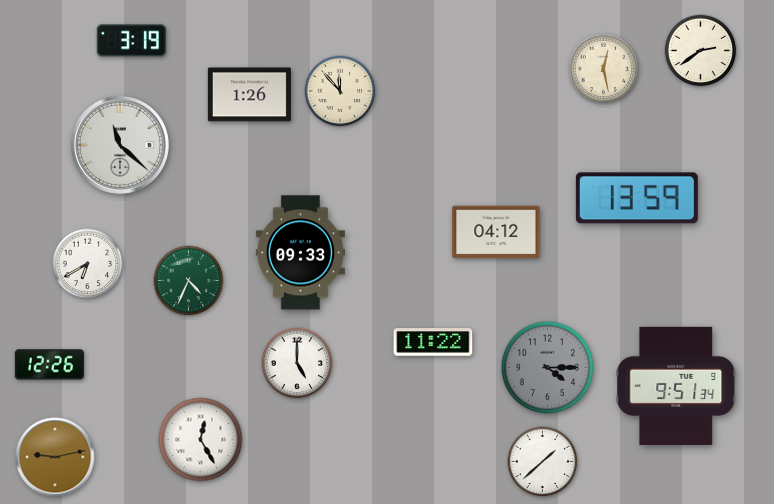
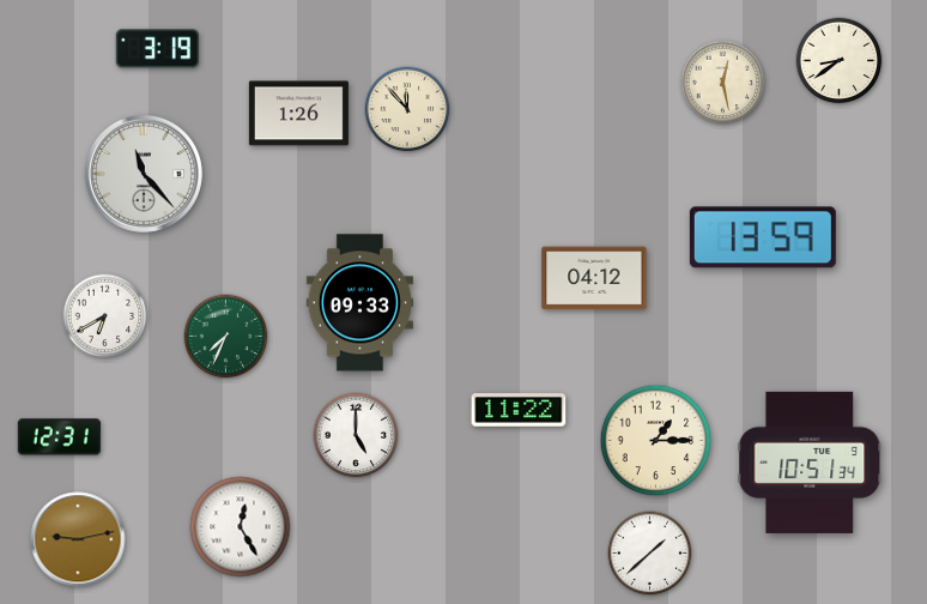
clock at (701, 51): 2:39 -> 8:39
clock at (120, 145): 11:22 -> 11:23
clock at (189, 281): 4:34 -> 7:34
clock at (49, 365): 12:26 -> 12:31
clock at (548, 368): 4:15 -> 1:15
clock at (548, 368) dial: grey -> cream
clock at (676, 386): 9:51 -> 10:51
clock at (55, 457) position: (55, 457) -> (78, 539)
